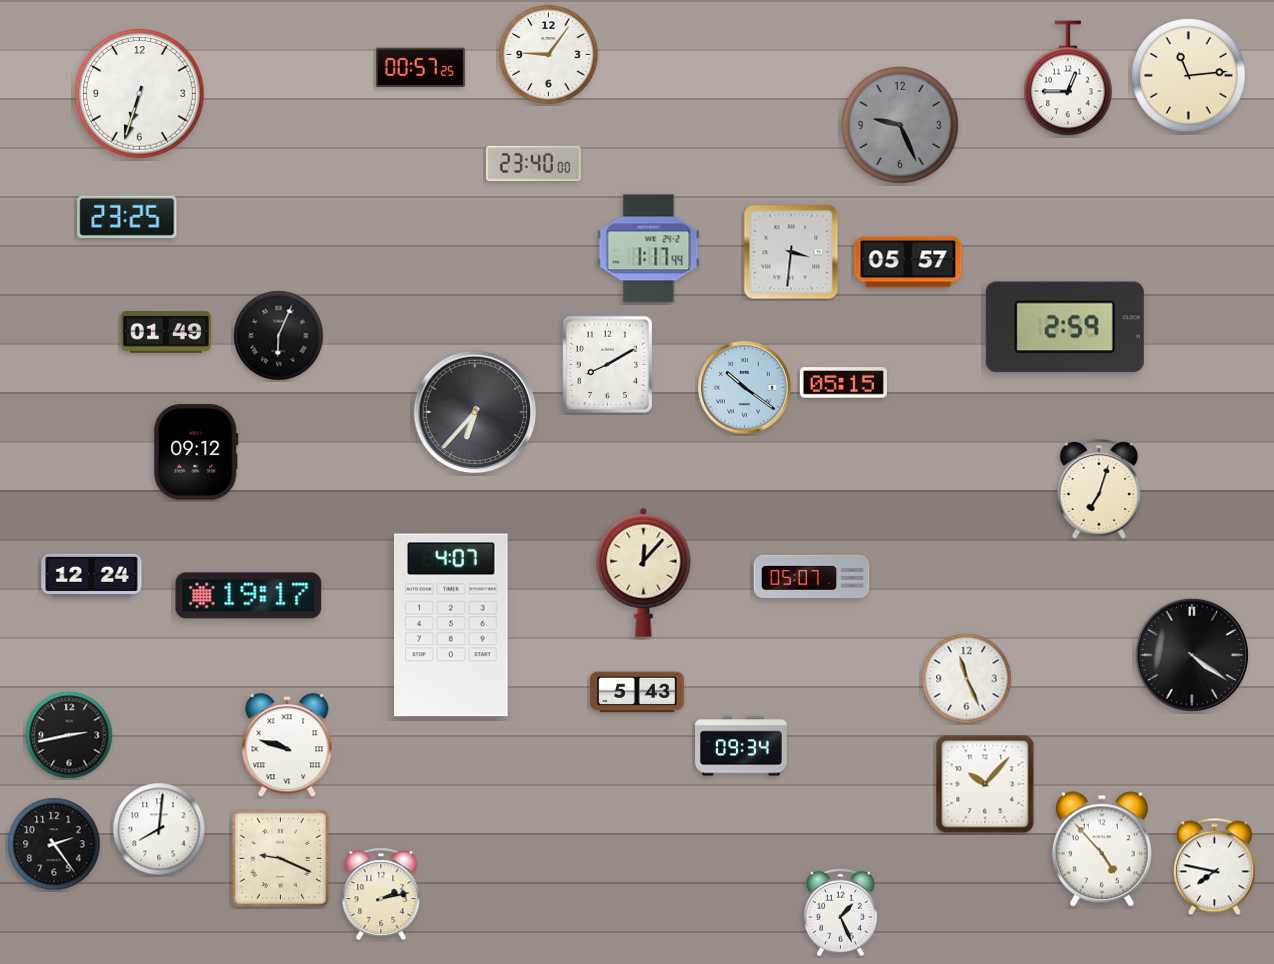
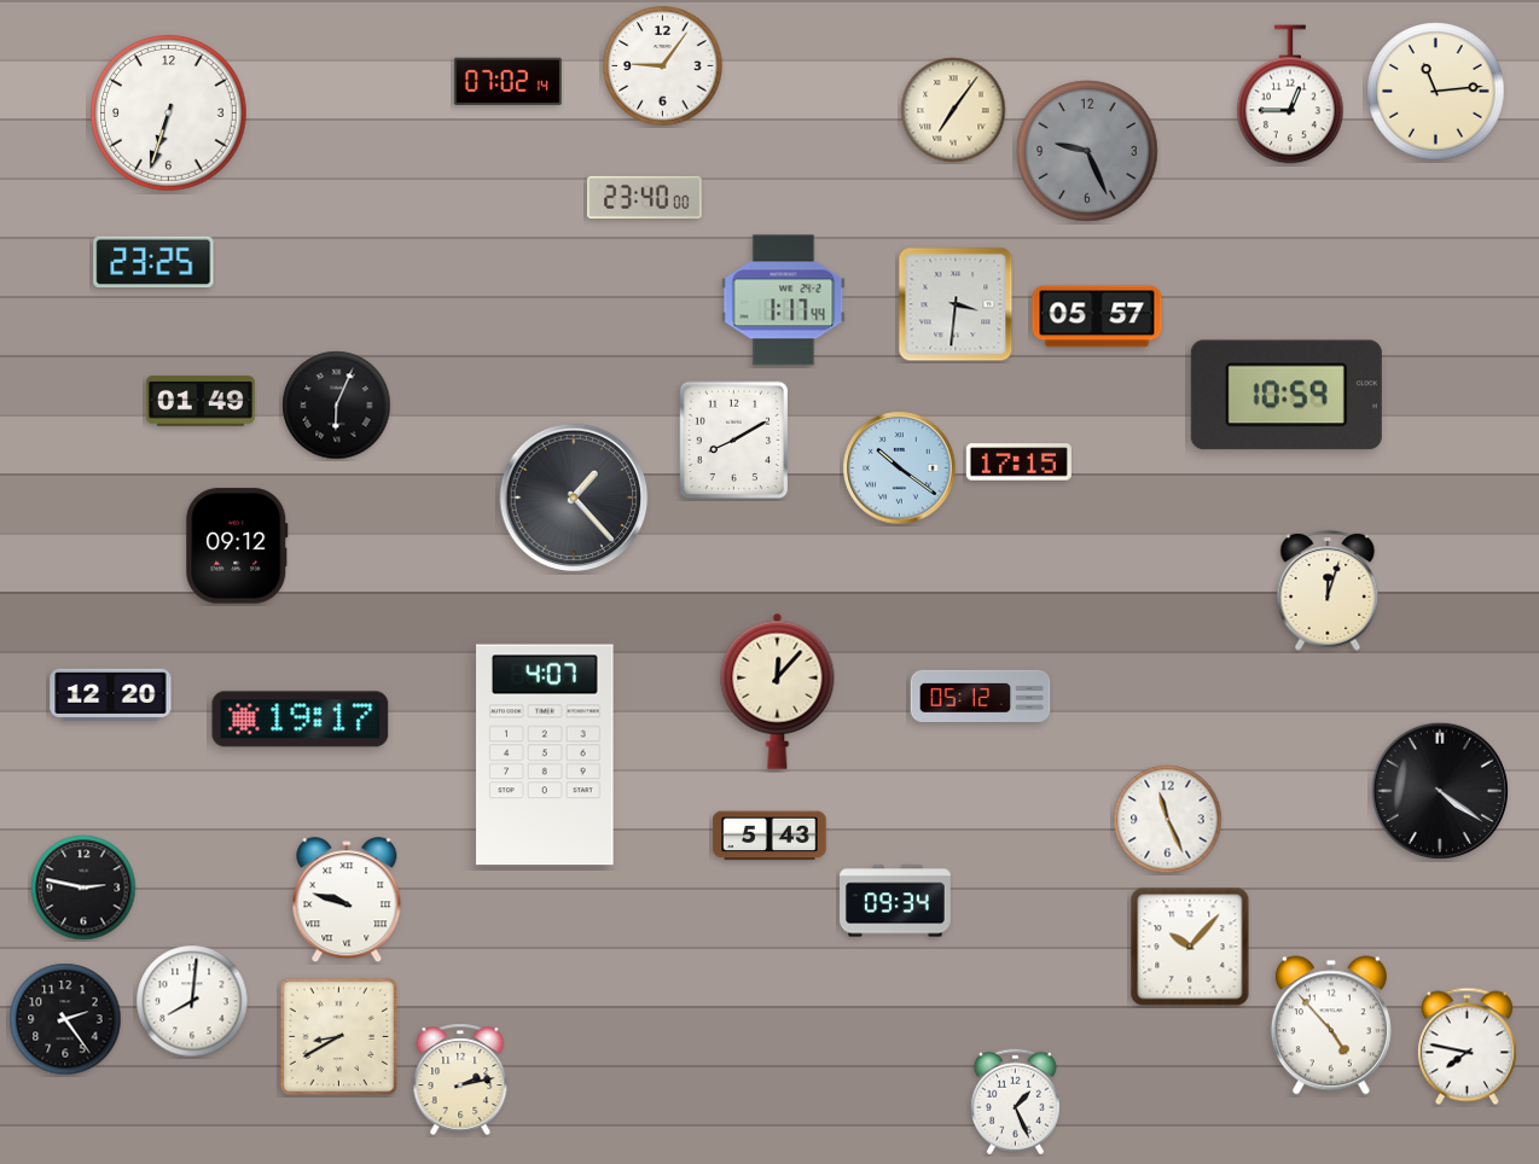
clock at (420, 67): 00:57 -> 07:02
clock at (953, 110): none -> 7:06
clock at (1065, 327): 2:59 -> 10:59
clock at (843, 383): 05:15 -> 17:15
clock at (475, 412): 6:37 -> 1:23
clock at (1099, 489): 7:03 -> 12:03
clock at (92, 575): 12:24 -> 12:20
clock at (812, 576): 05:07 -> 05:12
clock at (69, 735): 2:43 -> 2:47
clock at (280, 858): 9:19 -> 8:40
